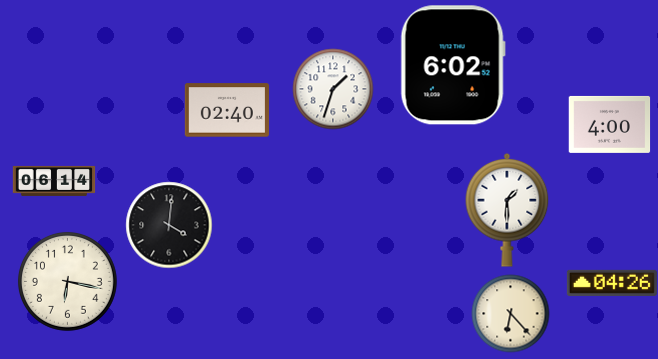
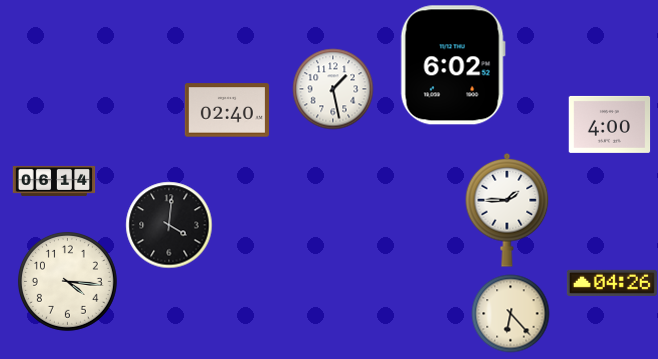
clock at (333, 89): 1:33 -> 1:28
clock at (507, 210): 1:30 -> 1:45
clock at (67, 281): 6:17 -> 4:16
